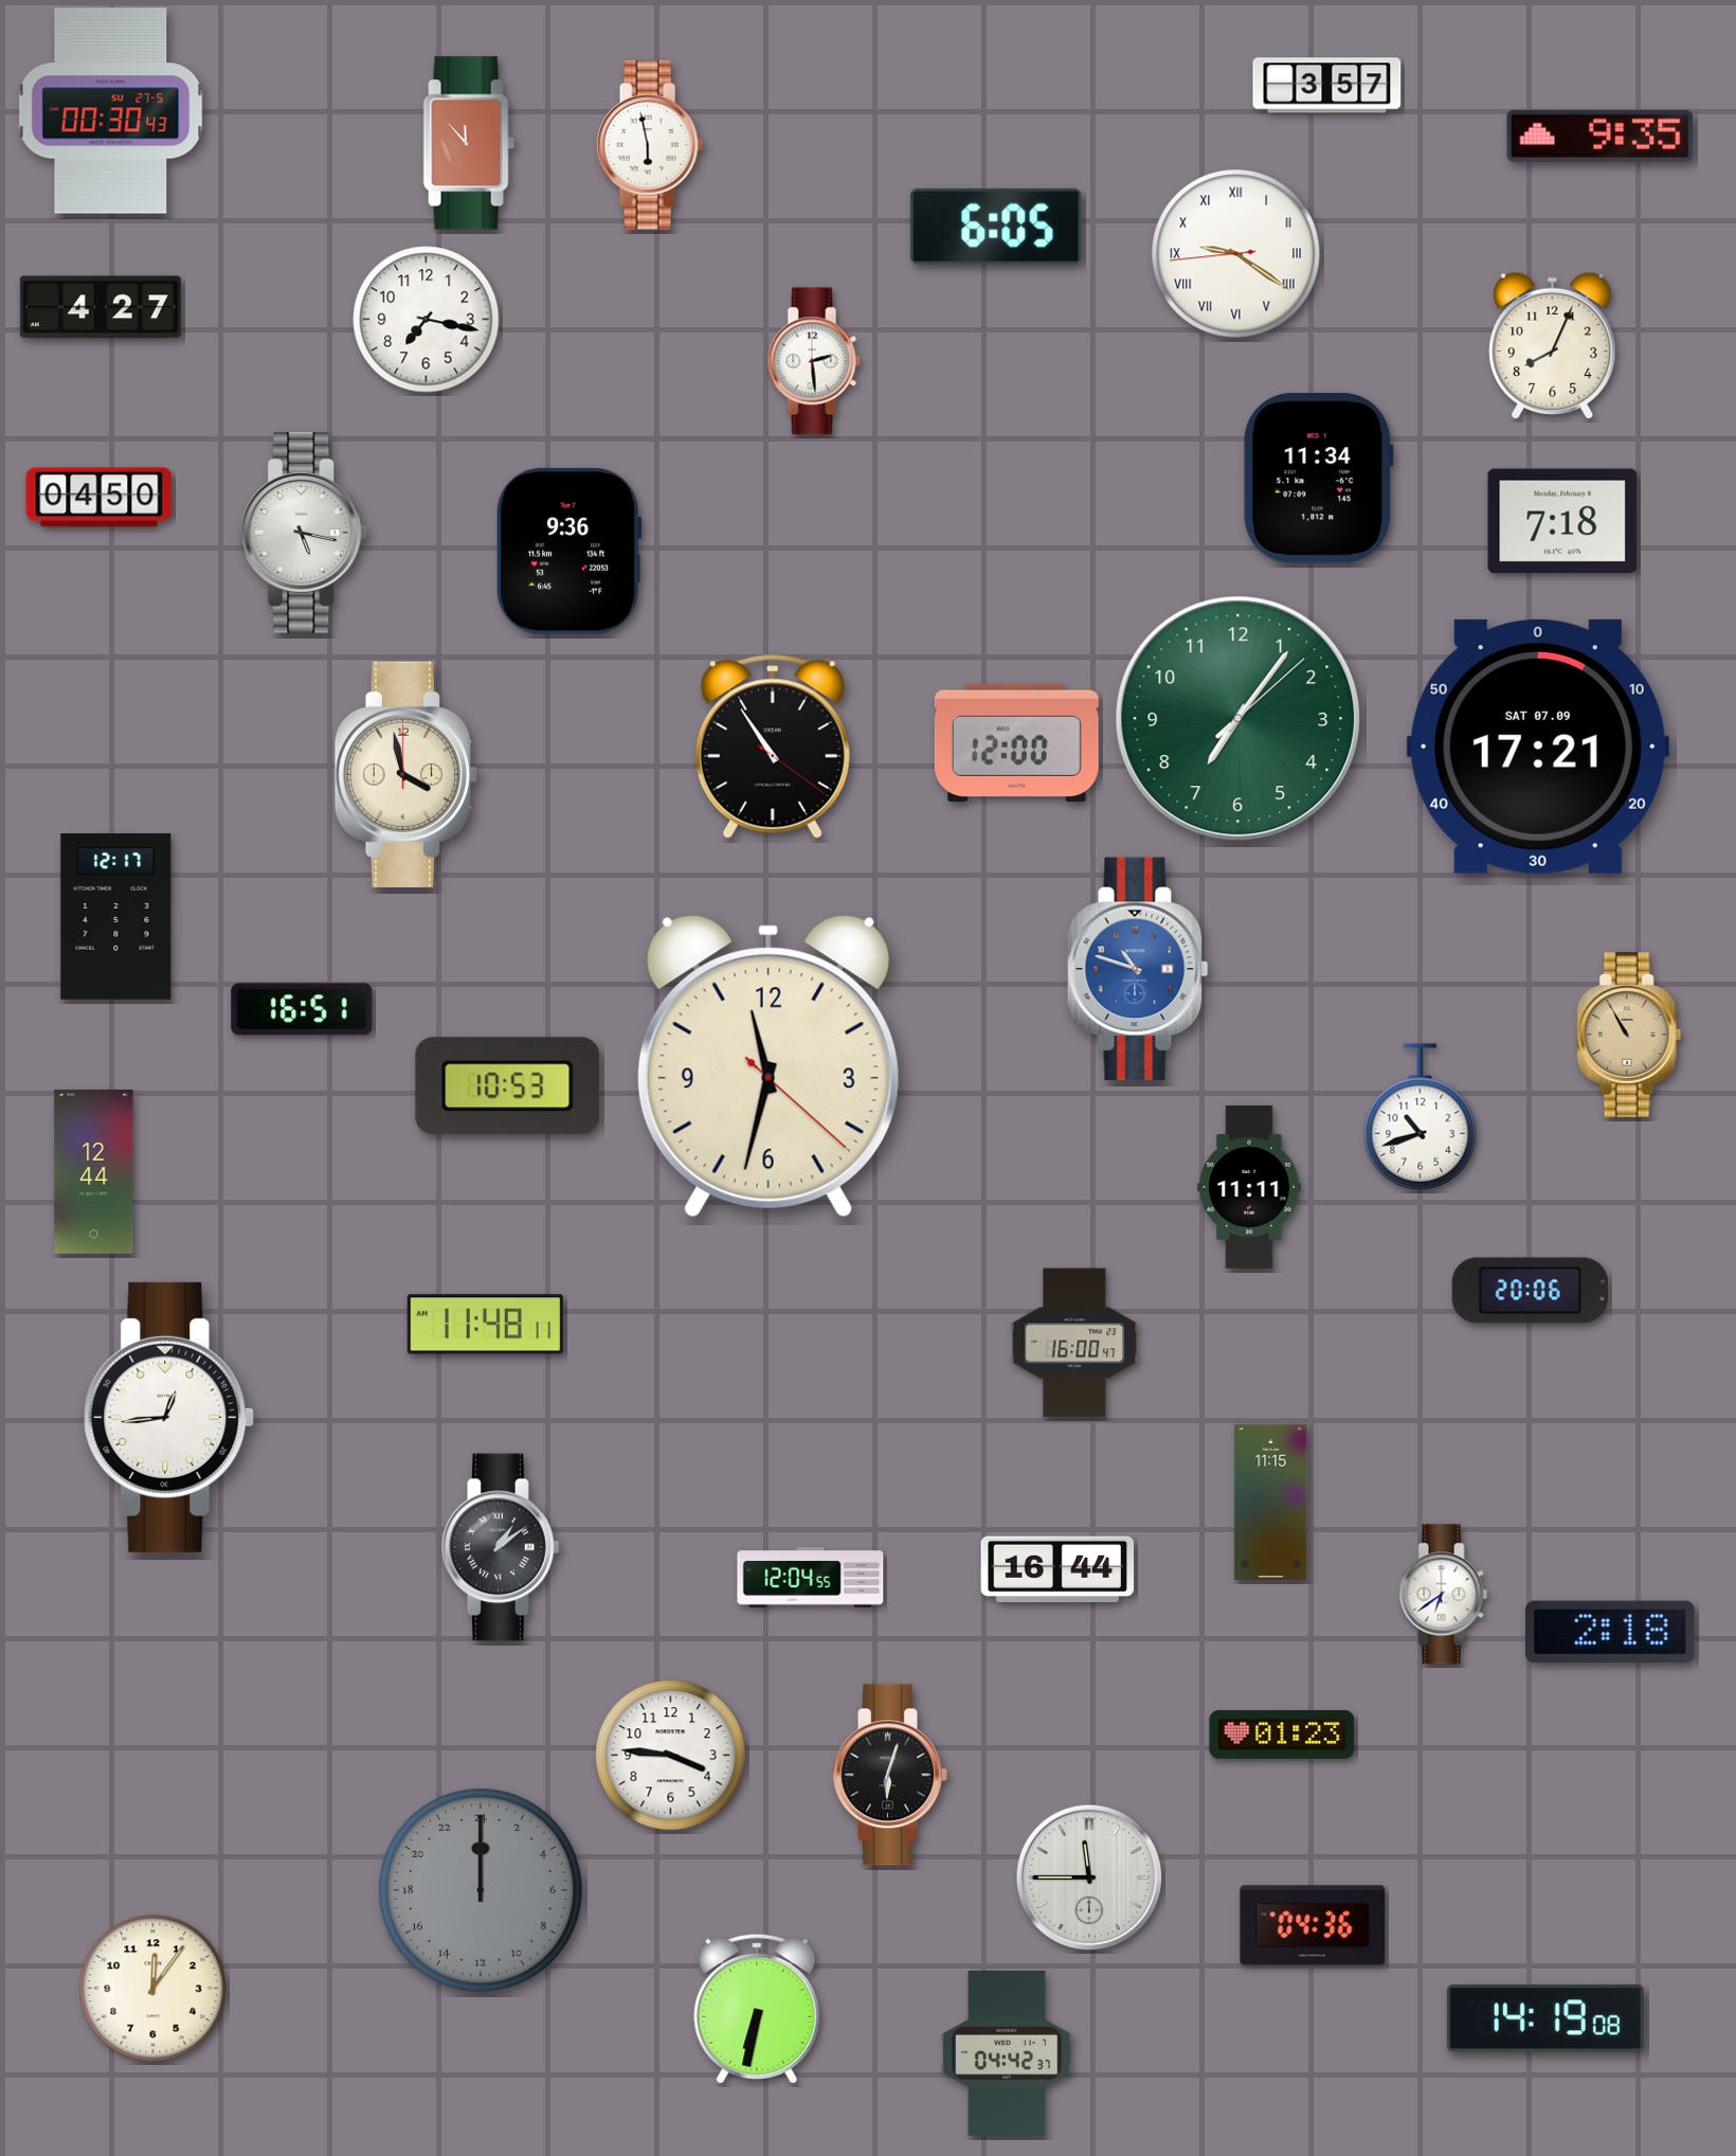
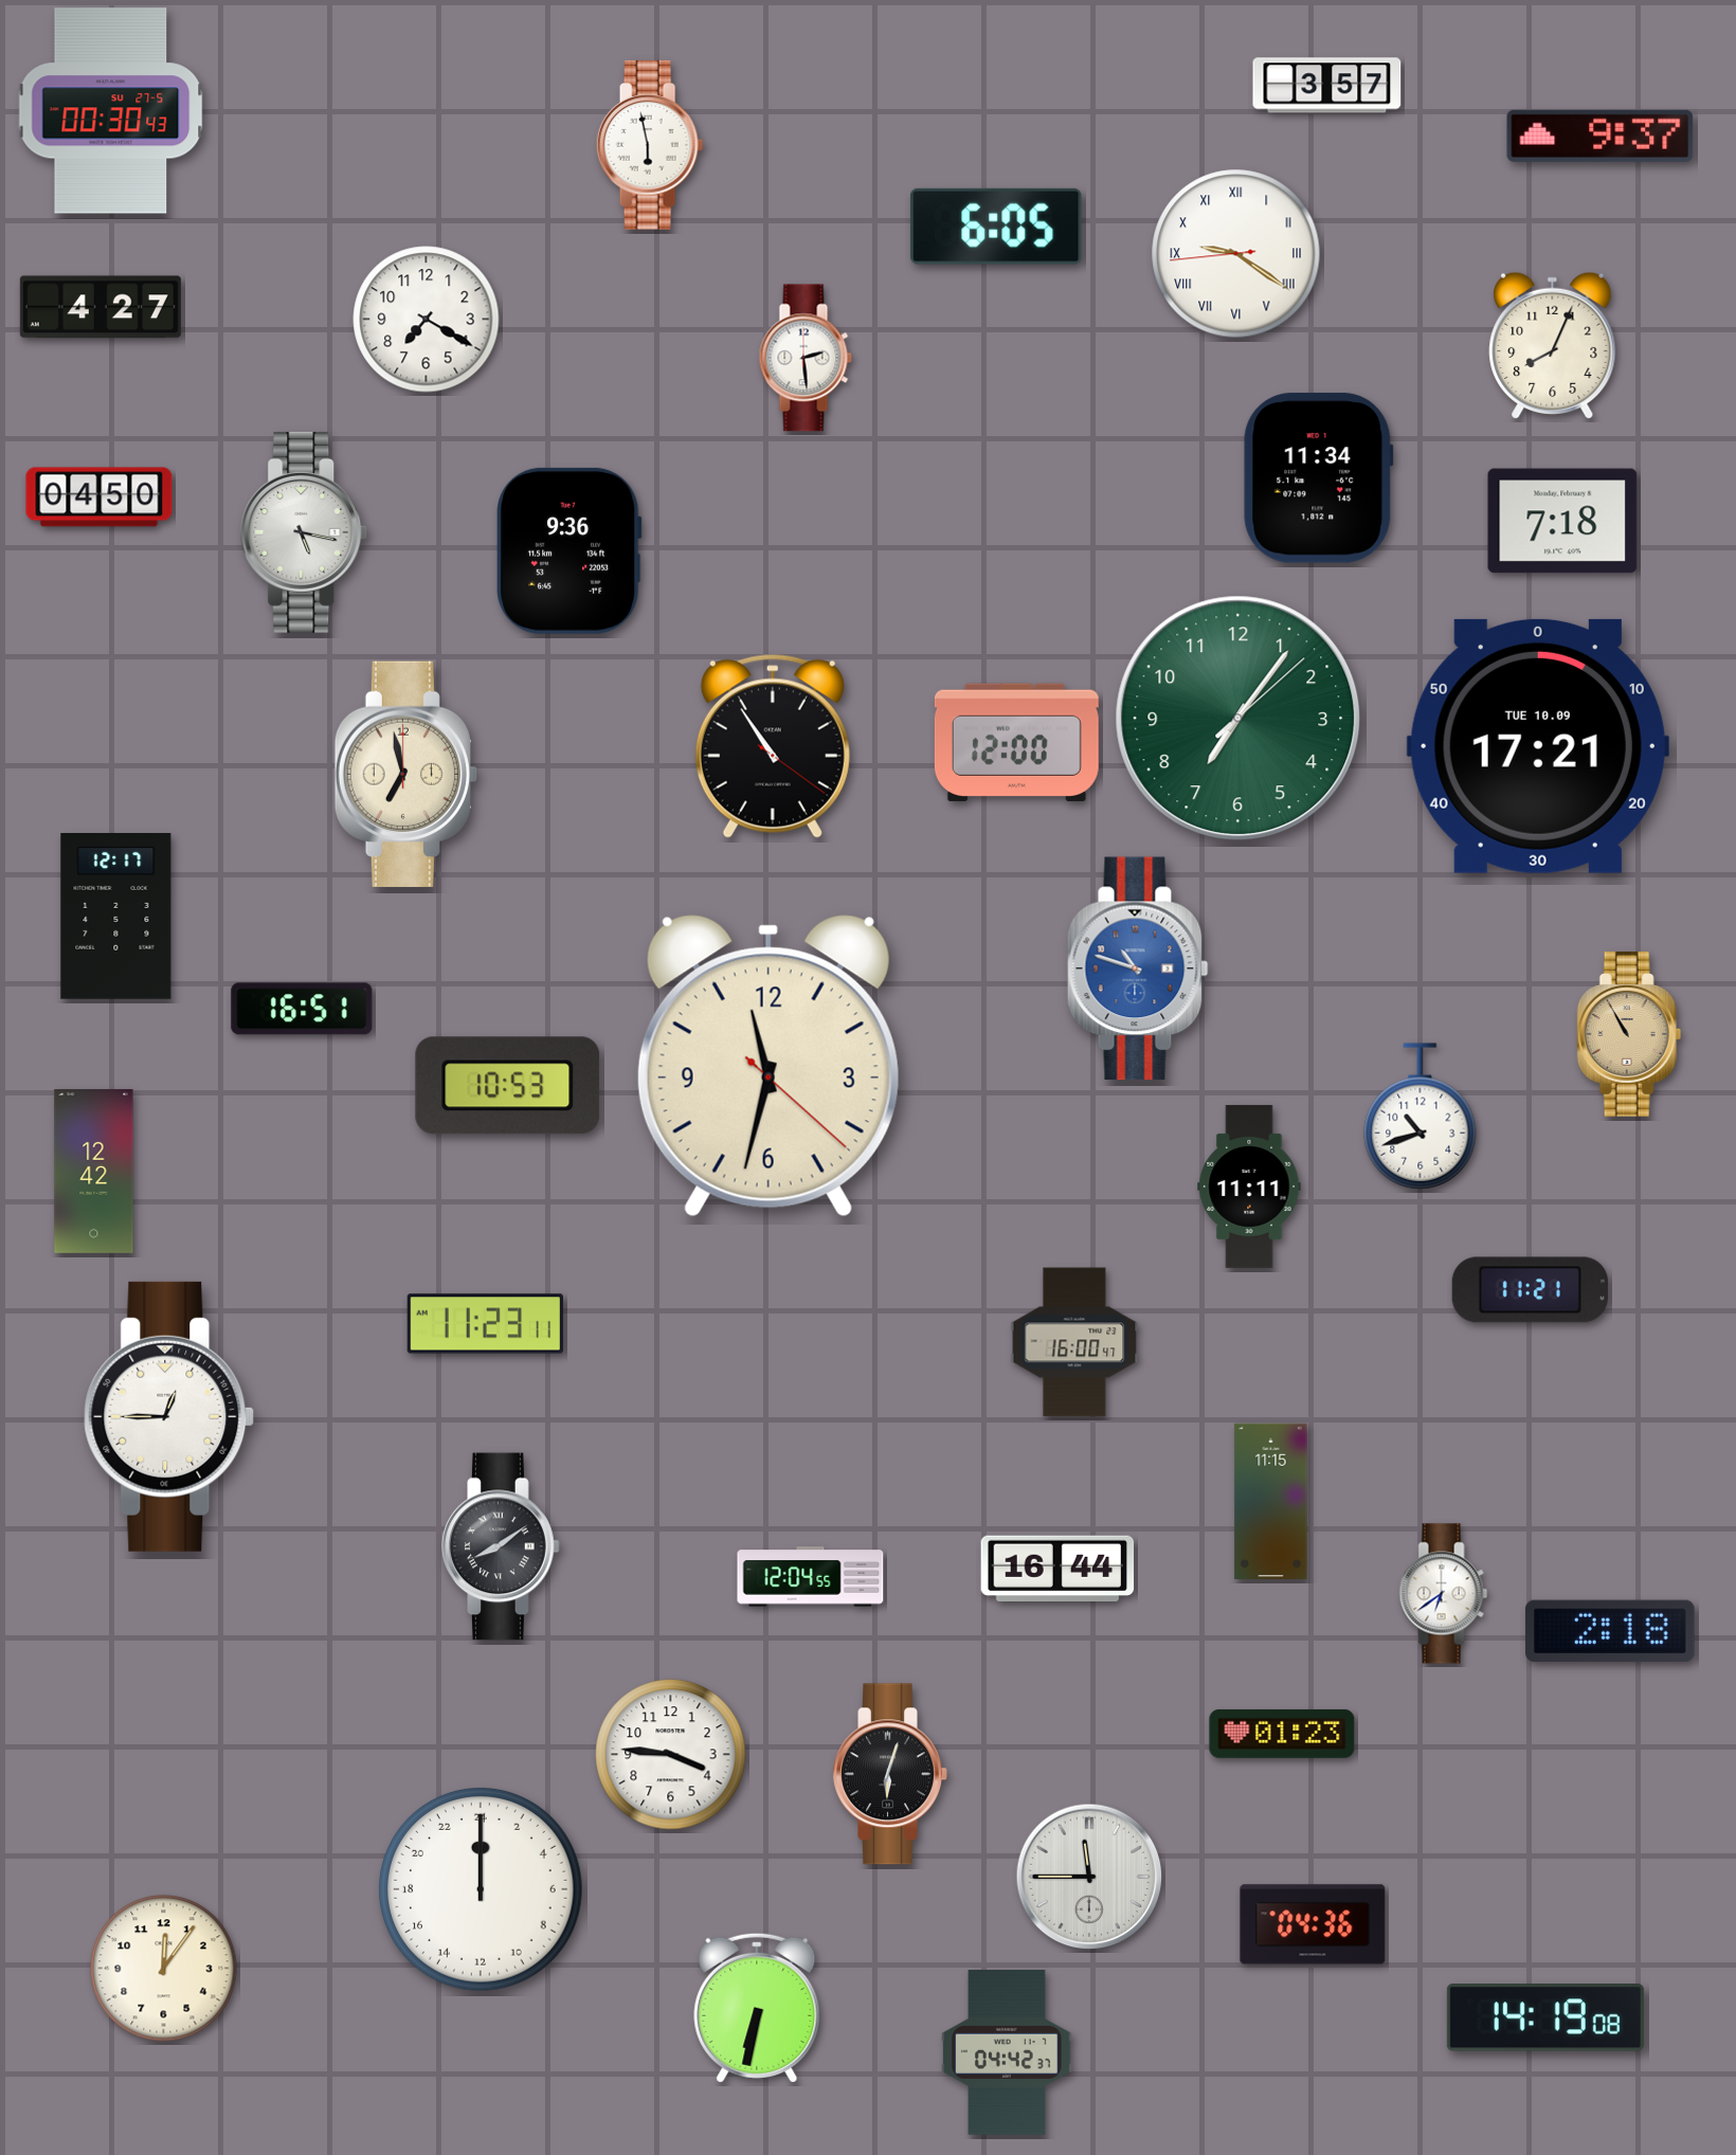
clock at (1601, 136): 9:35 -> 9:37
clock at (469, 143): 11:53 -> none
clock at (427, 320): 7:17 -> 7:20
clock at (814, 361) position: (814, 361) -> (806, 358)
clock at (1538, 747) date: SAT 07.09 -> TUE 10.09
clock at (405, 774): 3:58 -> 6:58
clock at (94, 1171): 12:44 -> 12:42
clock at (1530, 1291): 20:06 -> 11:21
clock at (485, 1325): 11:48 -> 11:23
clock at (169, 1417): 12:44 -> 12:45
clock at (501, 1547): 1:09 -> 8:09
clock at (482, 1891) dial: grey -> white
clock at (153, 1989) position: (153, 1989) -> (164, 1969)
